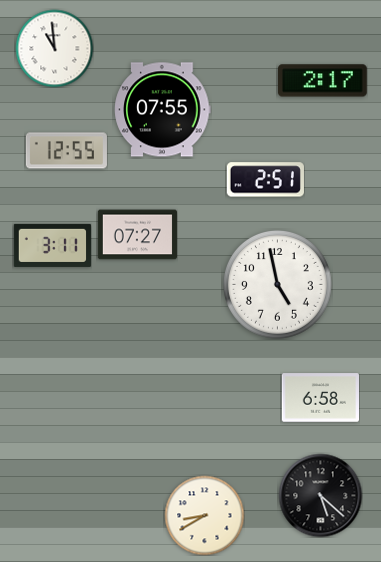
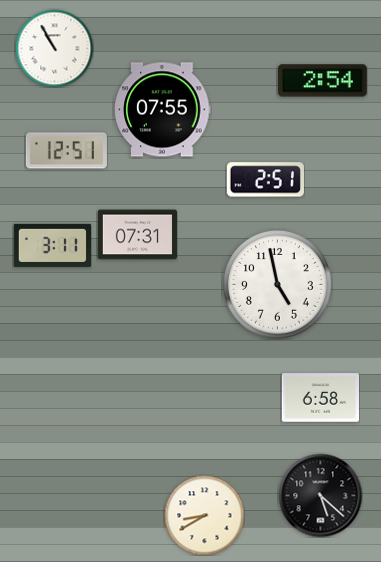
clock at (54, 48): 10:59 -> 10:55
clock at (323, 81): 2:17 -> 2:54
clock at (66, 151): 12:55 -> 12:51
clock at (137, 235): 07:27 -> 07:31
